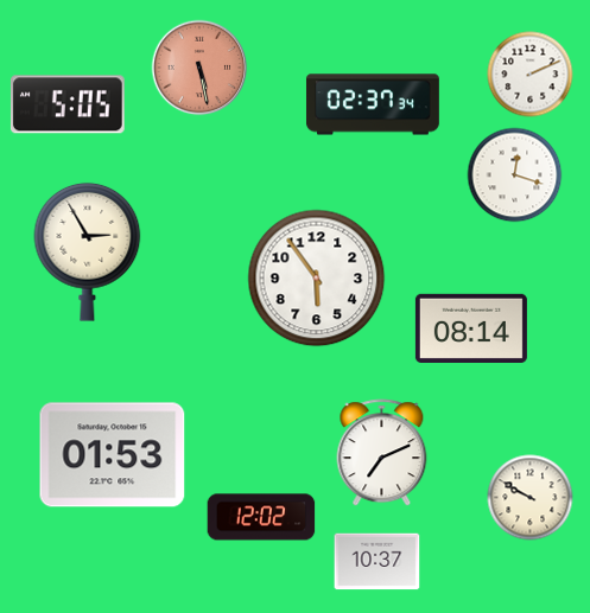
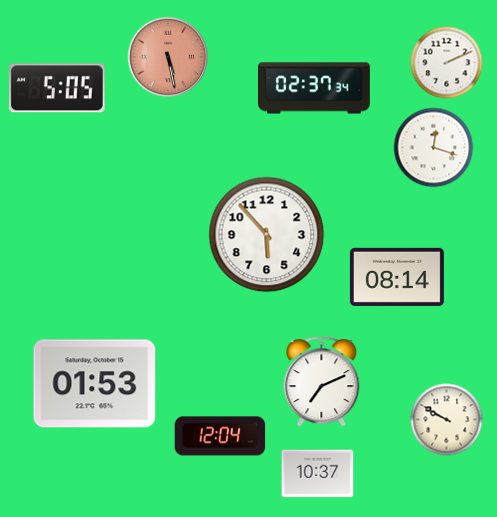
clock at (88, 251): 2:55 -> none
clock at (317, 279): 5:54 -> 5:53
clock at (261, 517): 12:02 -> 12:04
